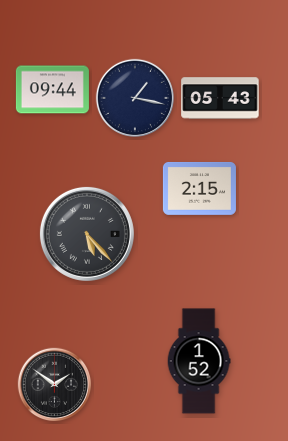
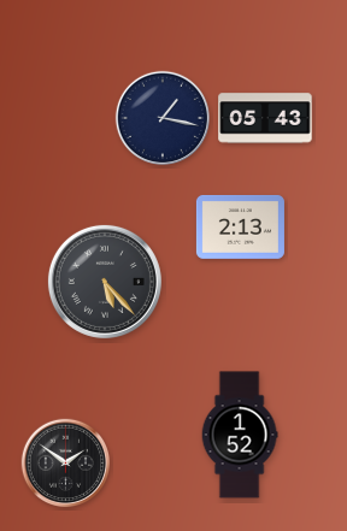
clock at (52, 90): 09:44 -> none
clock at (199, 188): 2:15 -> 2:13
